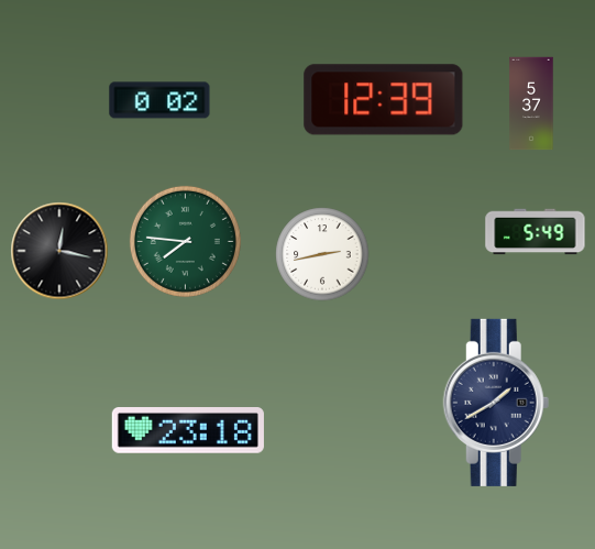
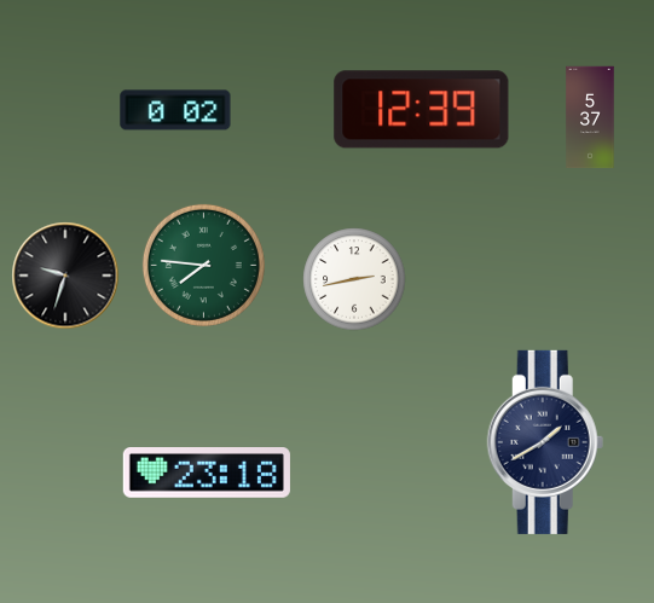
clock at (531, 103) position: (531, 103) -> (590, 117)
clock at (536, 232): 5:49 -> none
clock at (59, 251): 12:17 -> 9:33
